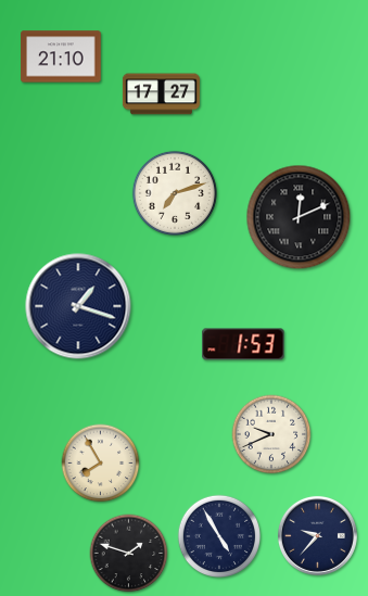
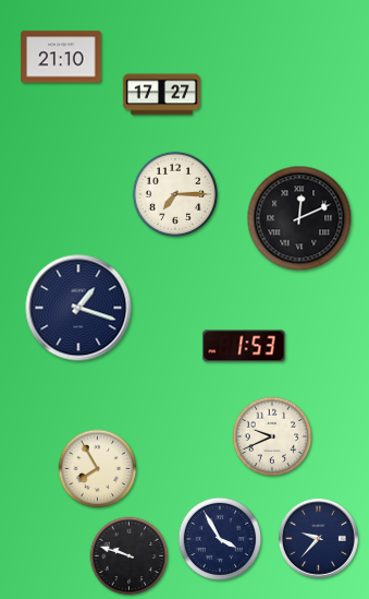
clock at (175, 193): 7:12 -> 7:15
clock at (101, 464) position: (101, 464) -> (98, 469)
clock at (218, 535): 4:55 -> 3:55
clock at (129, 554): 1:48 -> 9:48
